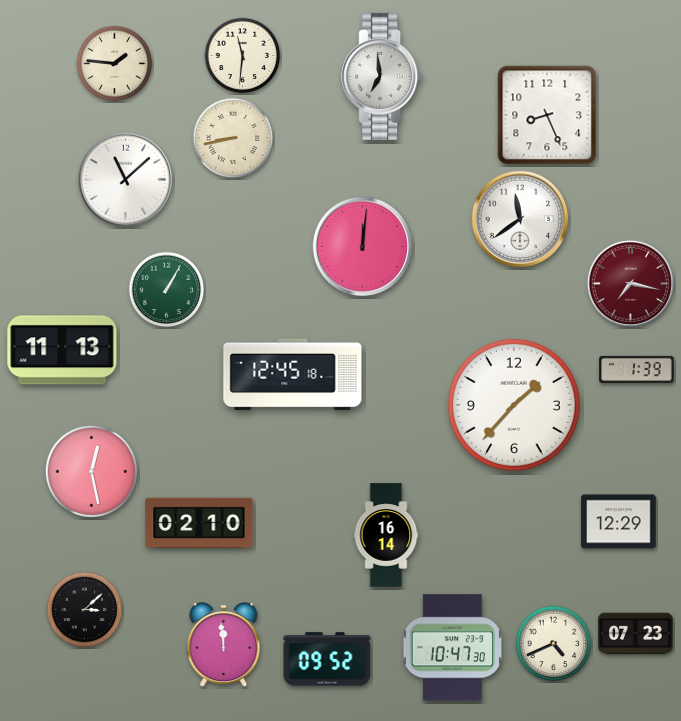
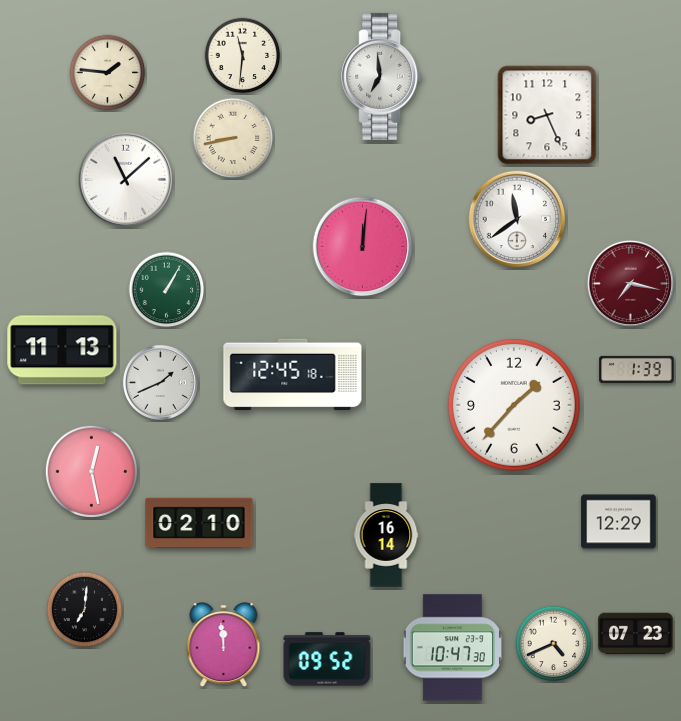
clock at (115, 64) position: (115, 64) -> (108, 73)
clock at (520, 219) position: (520, 219) -> (517, 219)
clock at (160, 382): none -> 1:41
clock at (85, 610): 3:08 -> 7:01
